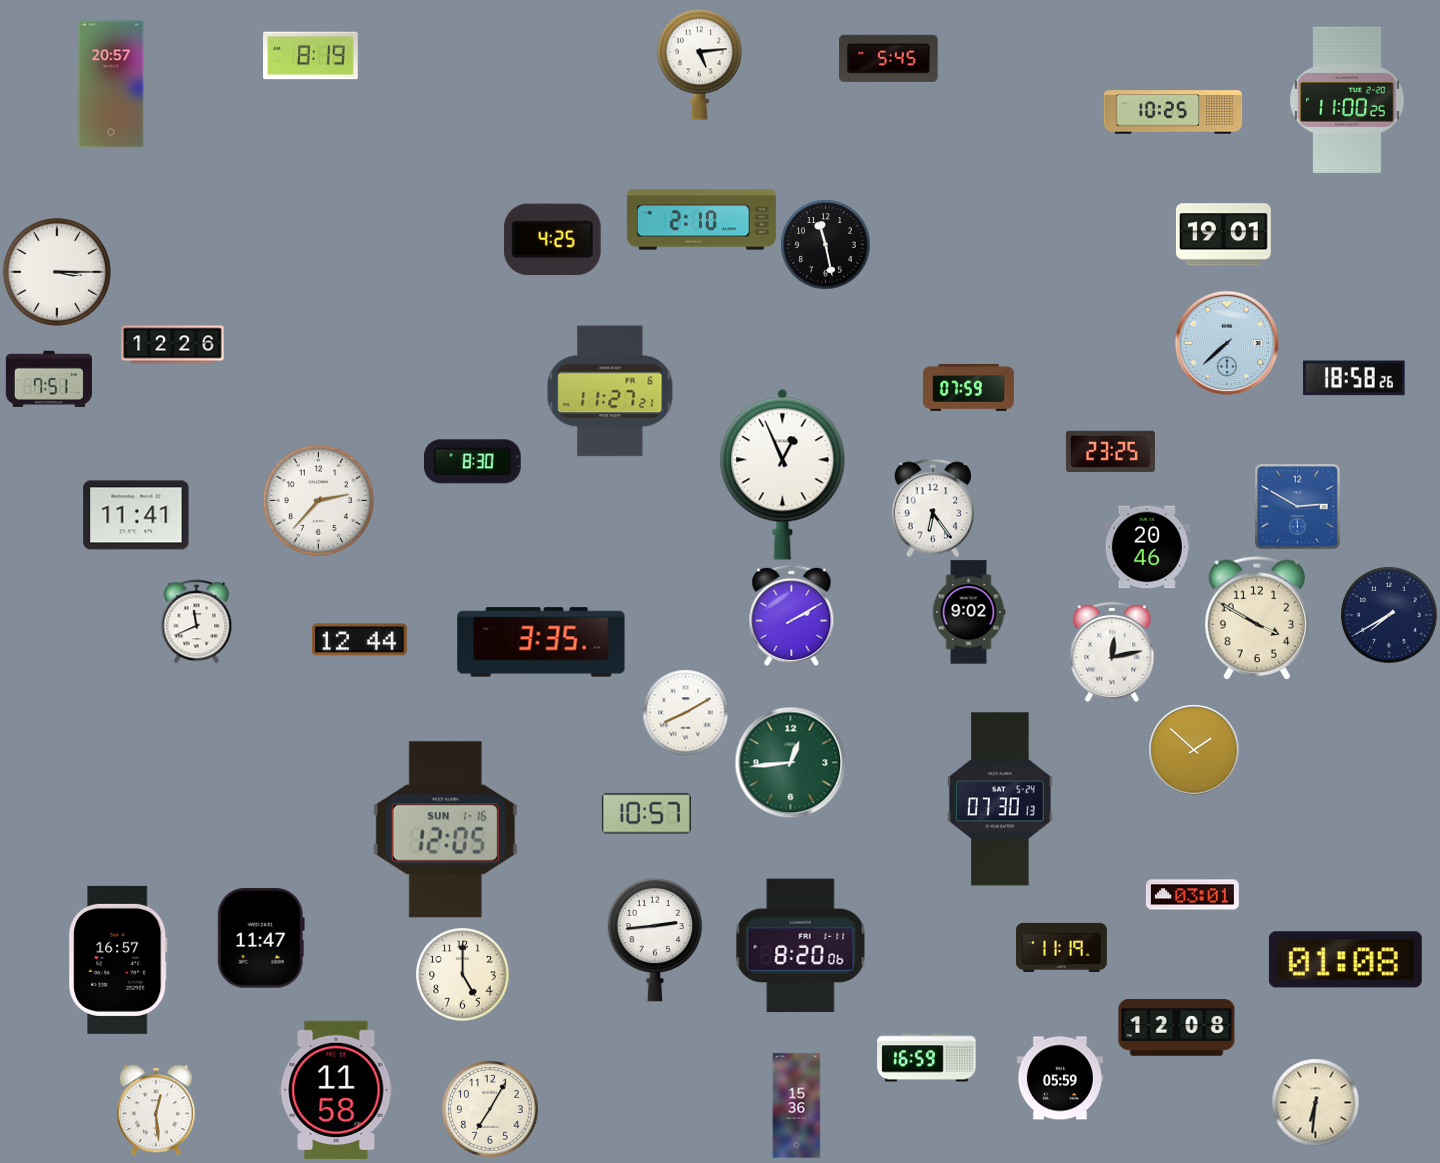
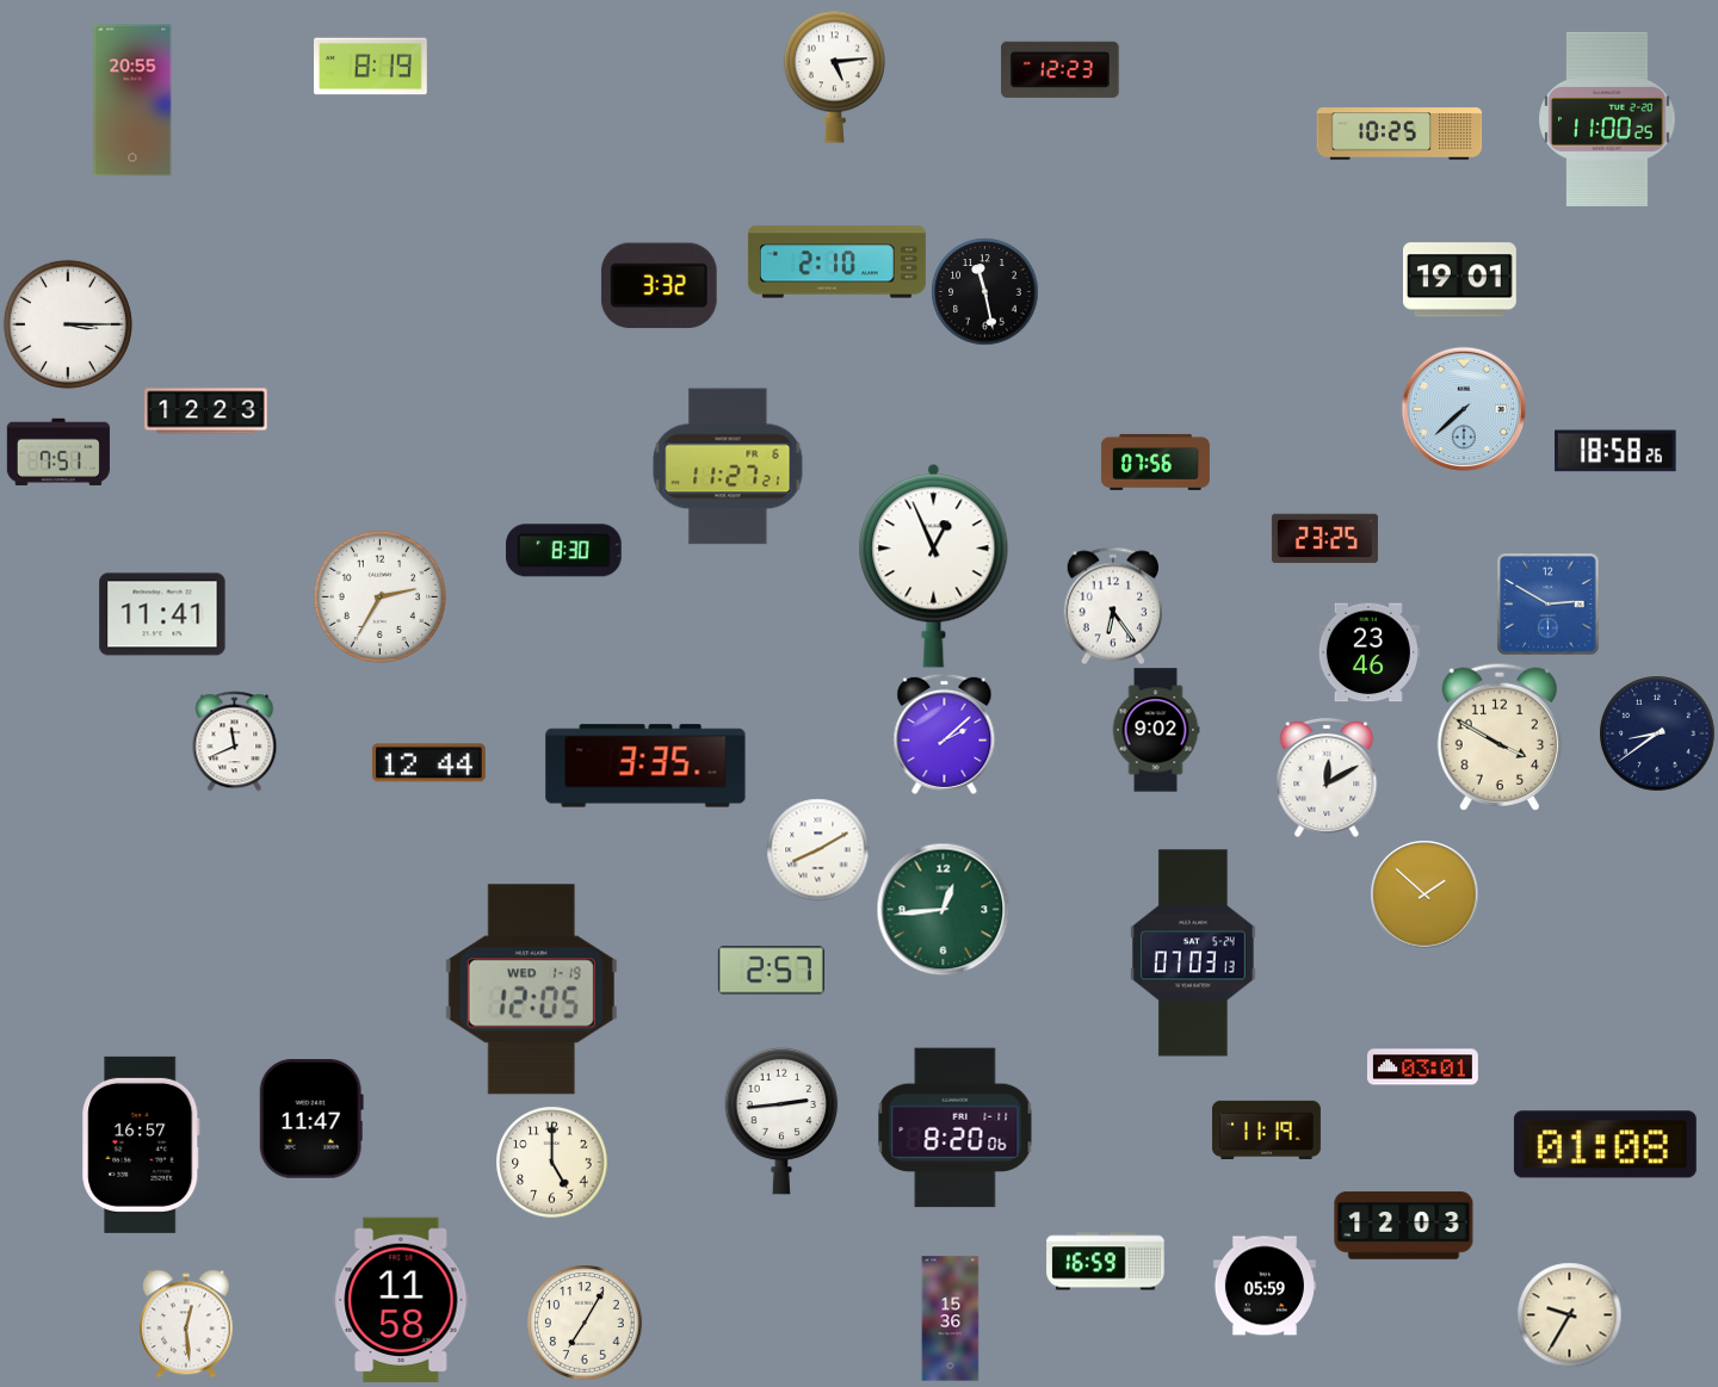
clock at (889, 58): 5:45 -> 12:23
clock at (111, 84): 20:57 -> 20:55
clock at (552, 240): 4:25 -> 3:32
clock at (173, 345): 12:26 -> 12:23
clock at (968, 387): 07:59 -> 07:56
clock at (318, 500): 2:37 -> 2:35
clock at (1147, 547): 20:46 -> 23:46
clock at (792, 615): 2:10 -> 2:08
clock at (1389, 615): 7:40 -> 8:39
clock at (1112, 652): 12:13 -> 12:10
clock at (1001, 799): 07:30 -> 07:03
clock at (646, 814): 10:57 -> 2:57
clock at (445, 830) date: SUN 1-16 -> WED 1-19
clock at (1177, 1028): 12:08 -> 12:03
clock at (1315, 1102): 6:31 -> 9:35
